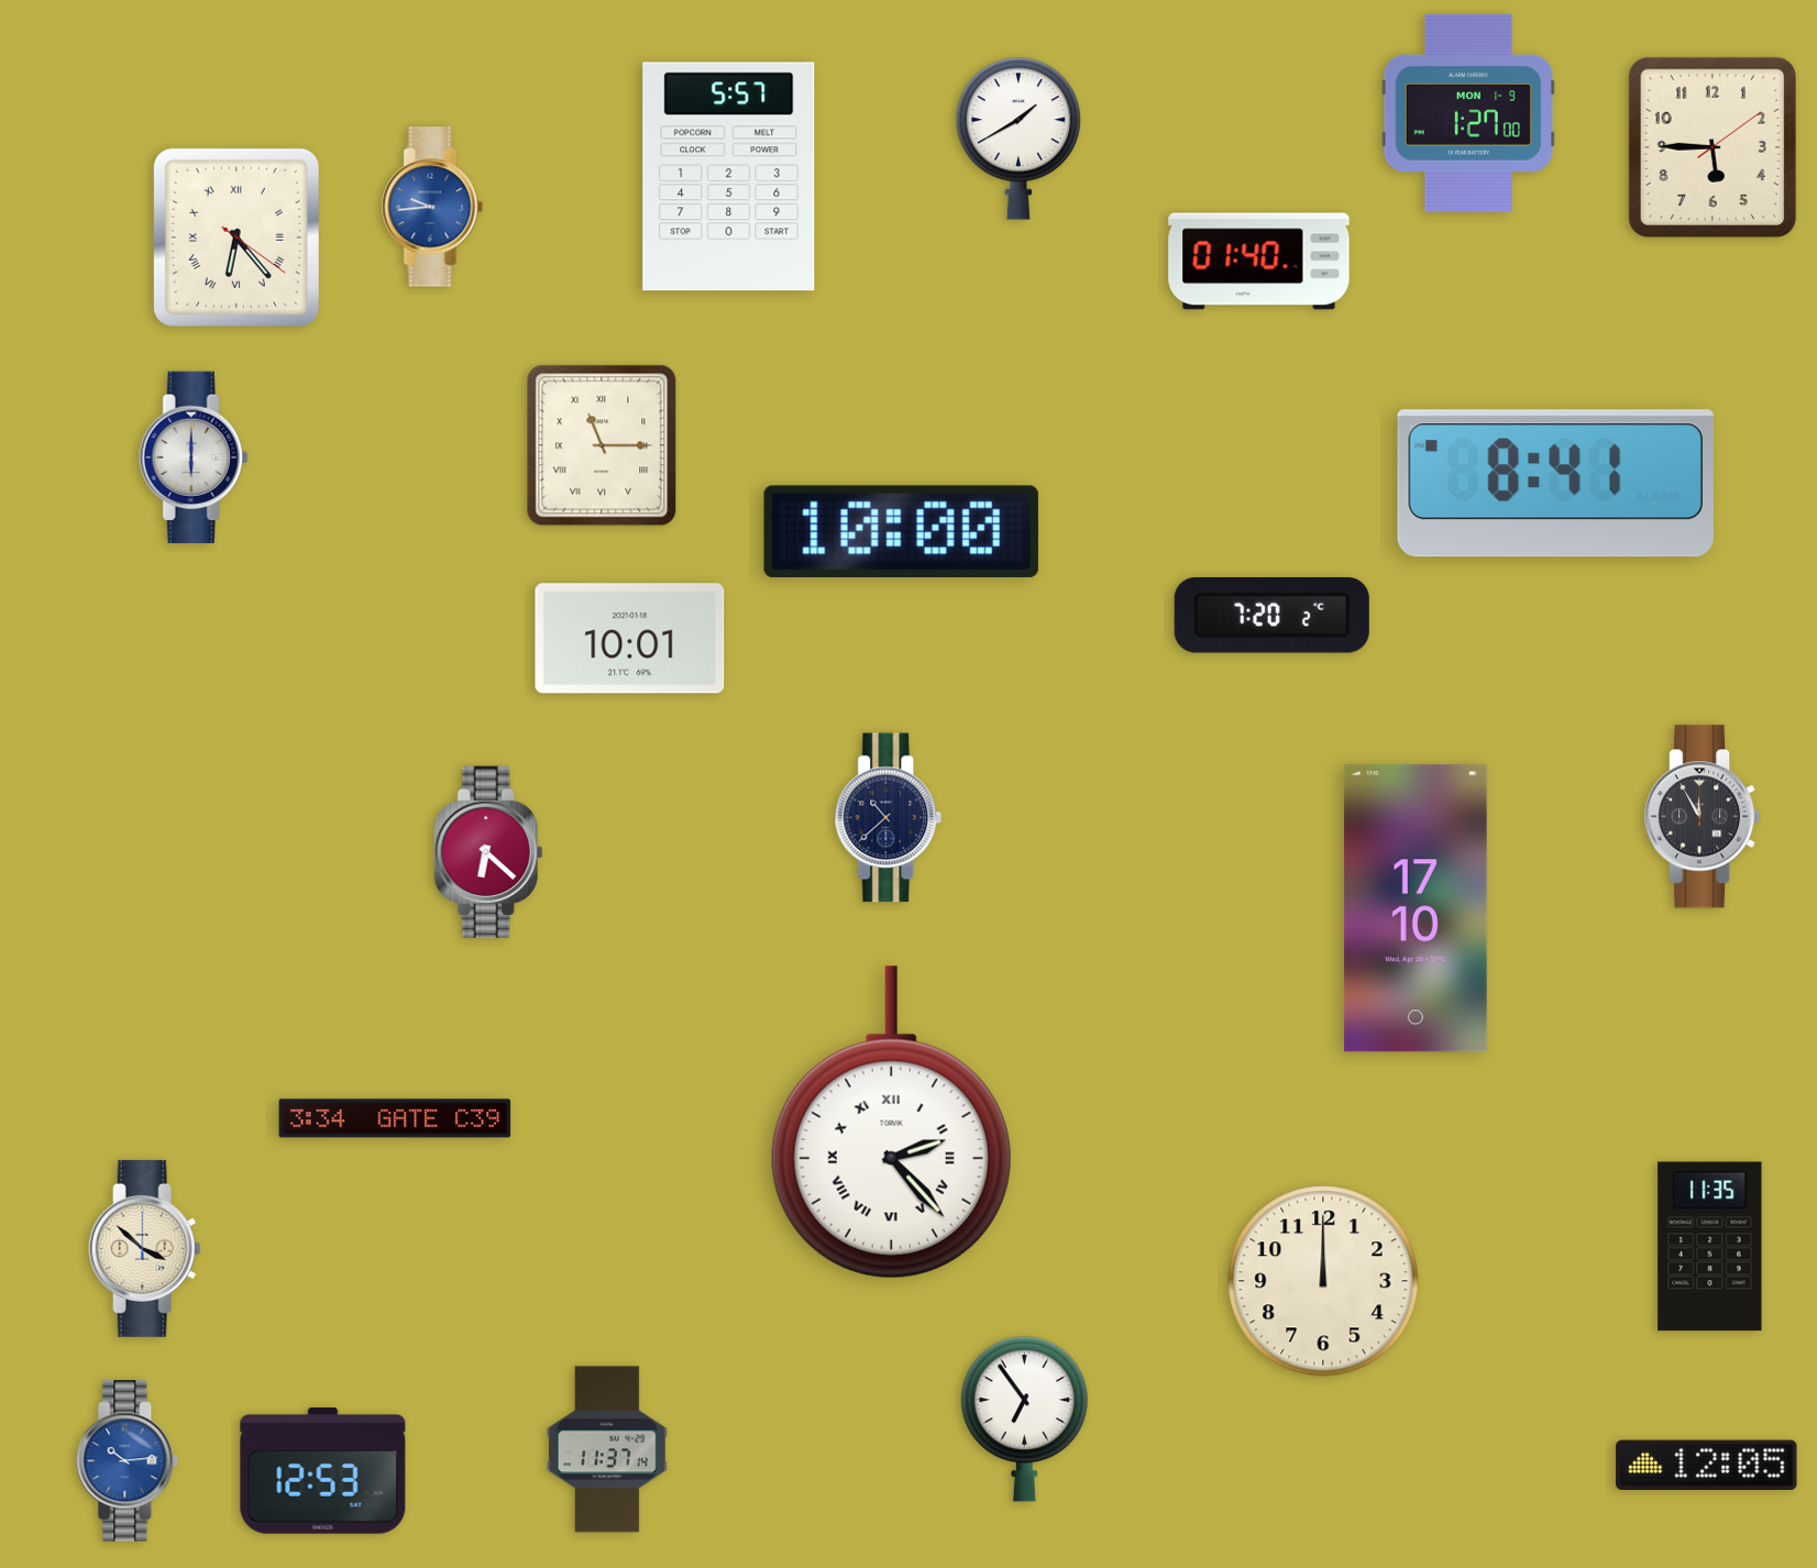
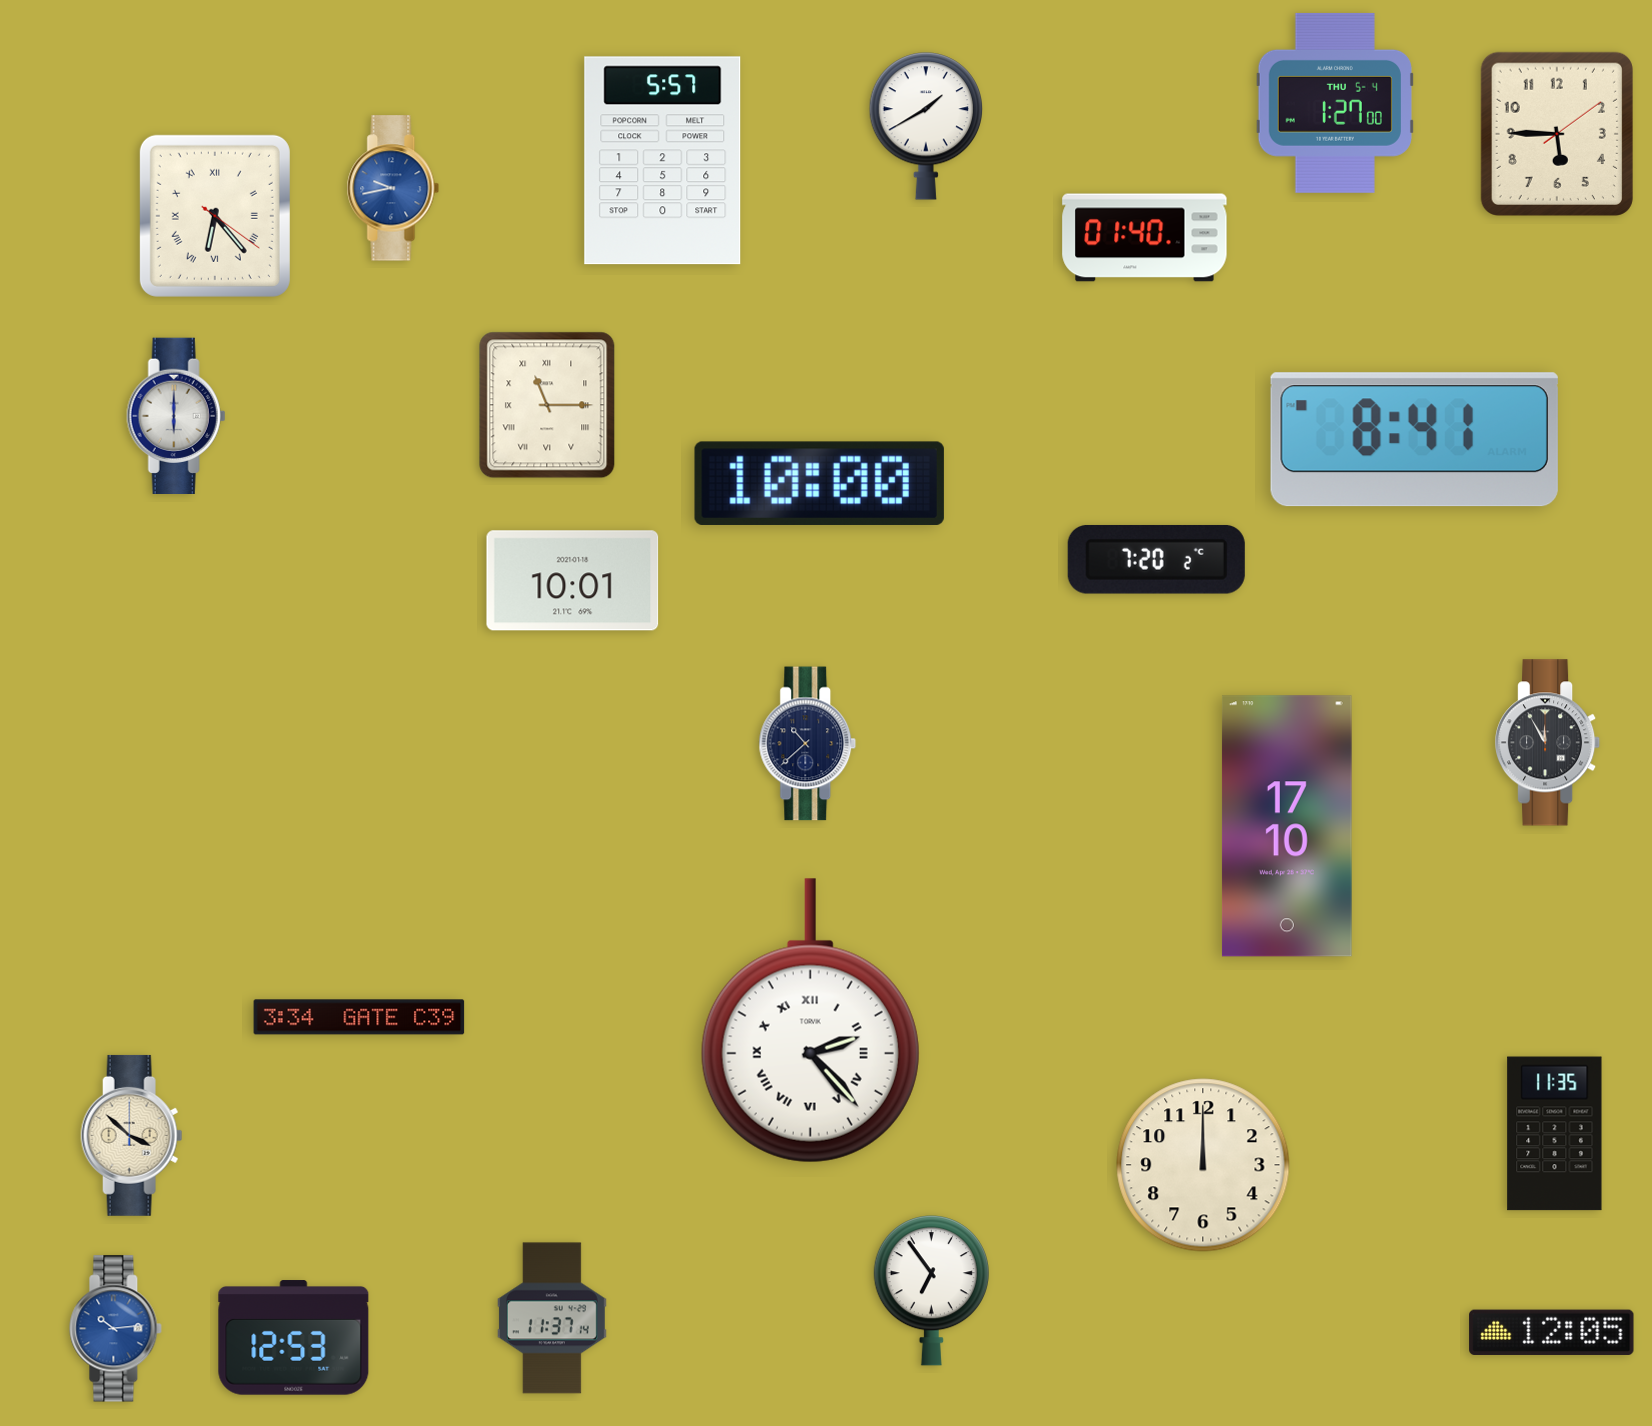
clock at (1468, 113) date: MON 1-9 -> THU 5-4
clock at (432, 207): 9:44 -> 9:43
clock at (488, 851): 6:22 -> none
